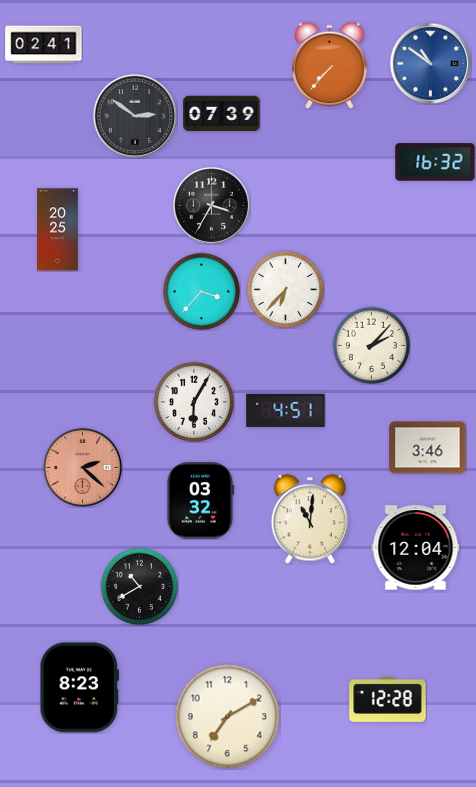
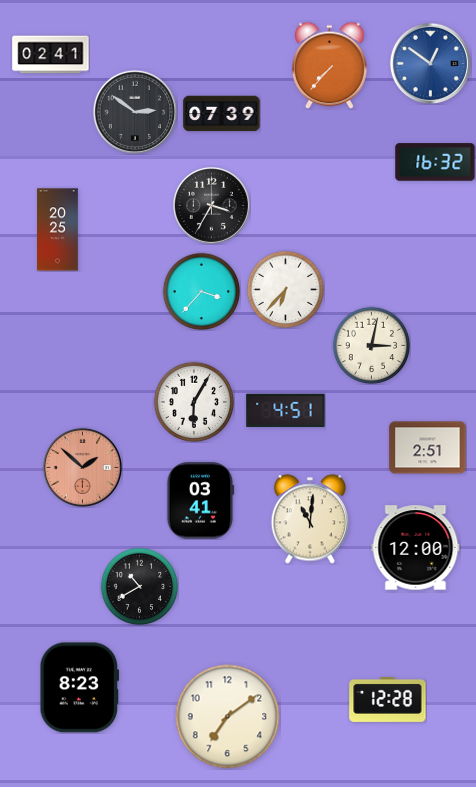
clock at (44, 45) position: (44, 45) -> (51, 55)
clock at (430, 63): 10:51 -> 12:51
clock at (135, 116) position: (135, 116) -> (135, 112)
clock at (371, 345): 2:07 -> 3:02
clock at (428, 448): 3:46 -> 2:51
clock at (82, 467): 2:22 -> 1:52
clock at (200, 501): 03:32 -> 03:41
clock at (416, 548): 12:04 -> 12:00
clock at (228, 717): 7:10 -> 7:09
